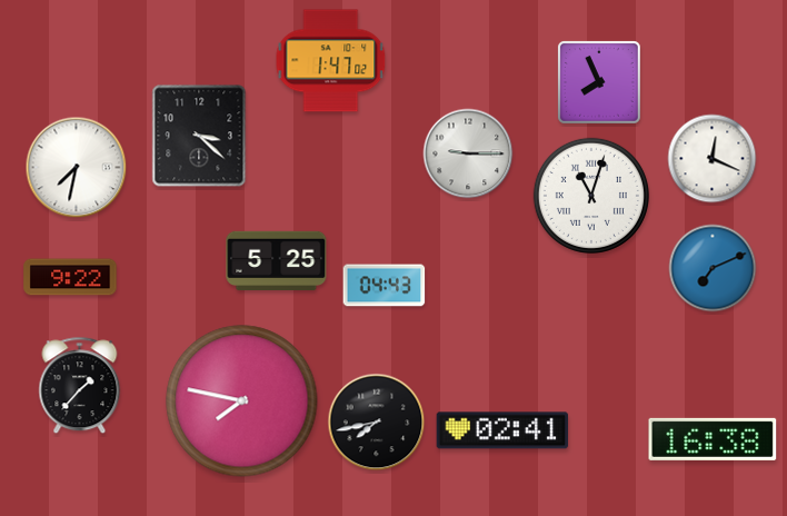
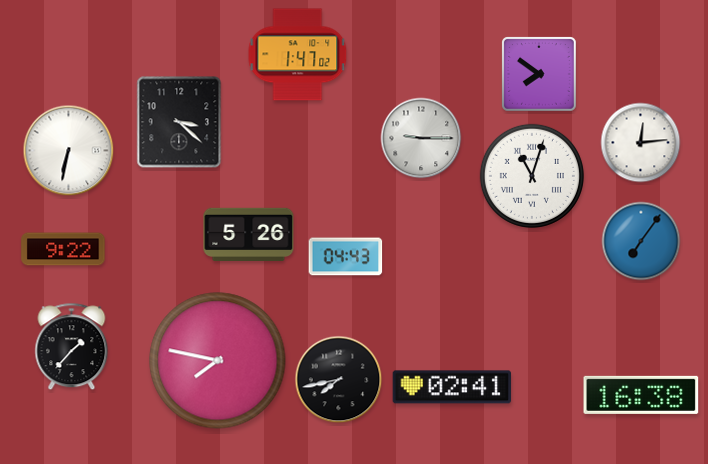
clock at (600, 83): 7:56 -> 7:51
clock at (713, 159): 12:19 -> 12:14
clock at (77, 168): 7:32 -> 6:32
clock at (277, 260): 5:25 -> 5:26
clock at (713, 268): 7:11 -> 7:06
